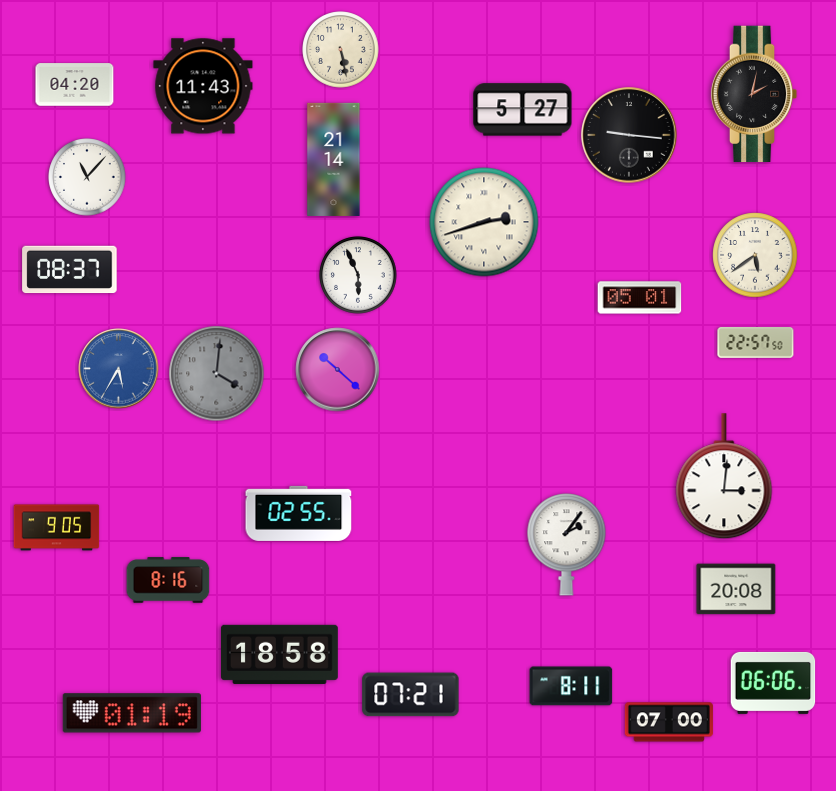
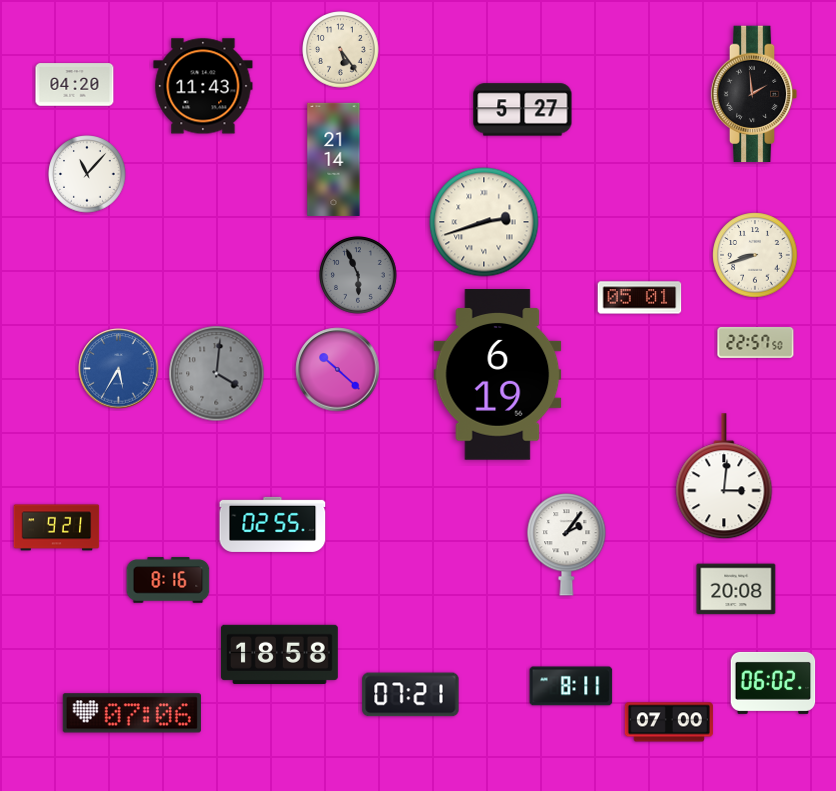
clock at (341, 50): 5:28 -> 5:24
clock at (754, 94): 2:02 -> 1:59
clock at (629, 135): 9:16 -> none
clock at (87, 177) position: (87, 177) -> (87, 174)
clock at (755, 255): 5:39 -> 8:42
clock at (70, 270): 08:37 -> none
clock at (358, 275) dial: white -> grey
clock at (498, 375): none -> 6:19
clock at (299, 513) position: (299, 513) -> (273, 524)
clock at (57, 528): 9:05 -> 9:21
clock at (773, 683): 06:06 -> 06:02
clock at (132, 713): 01:19 -> 07:06
